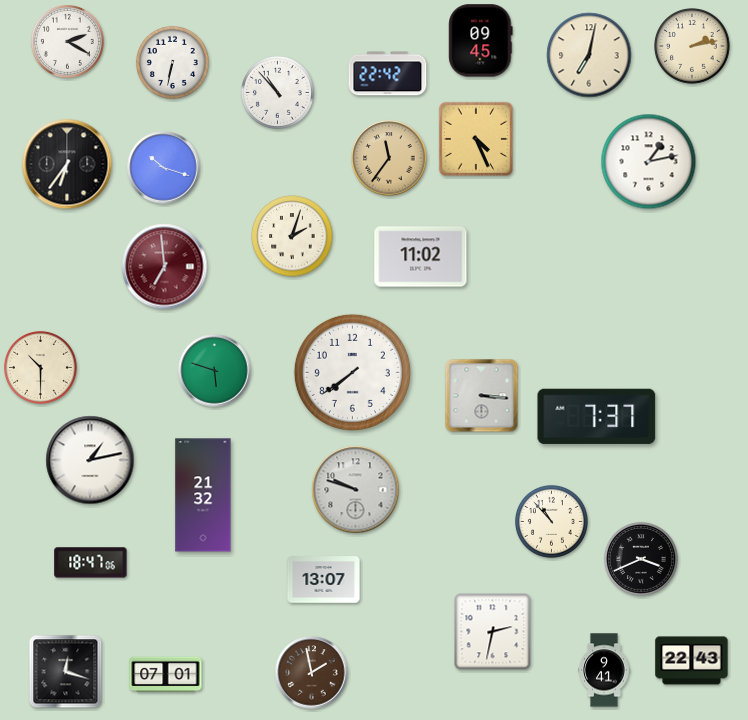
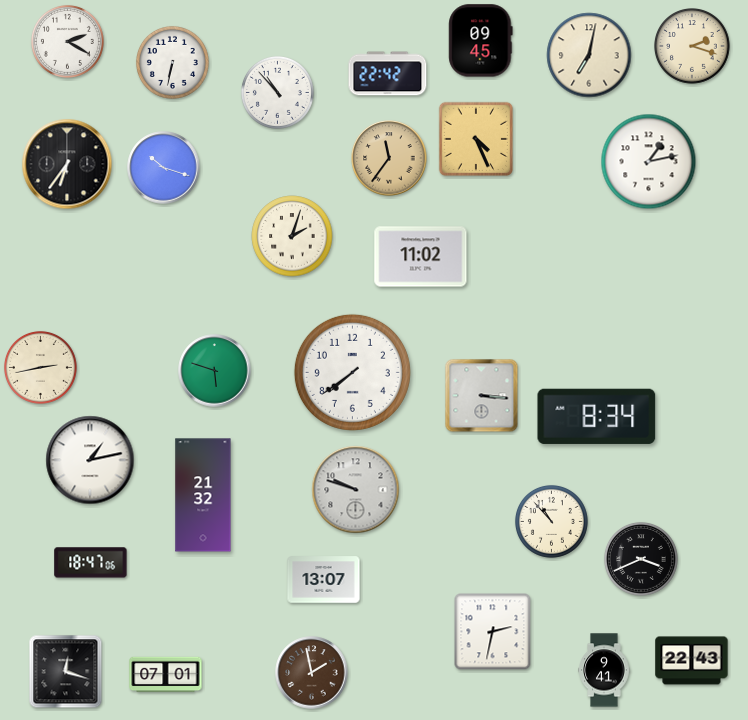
clock at (693, 47): 2:13 -> 2:18
clock at (165, 267): 6:59 -> none
clock at (40, 367): 10:30 -> 2:43
clock at (597, 416): 7:37 -> 8:34
